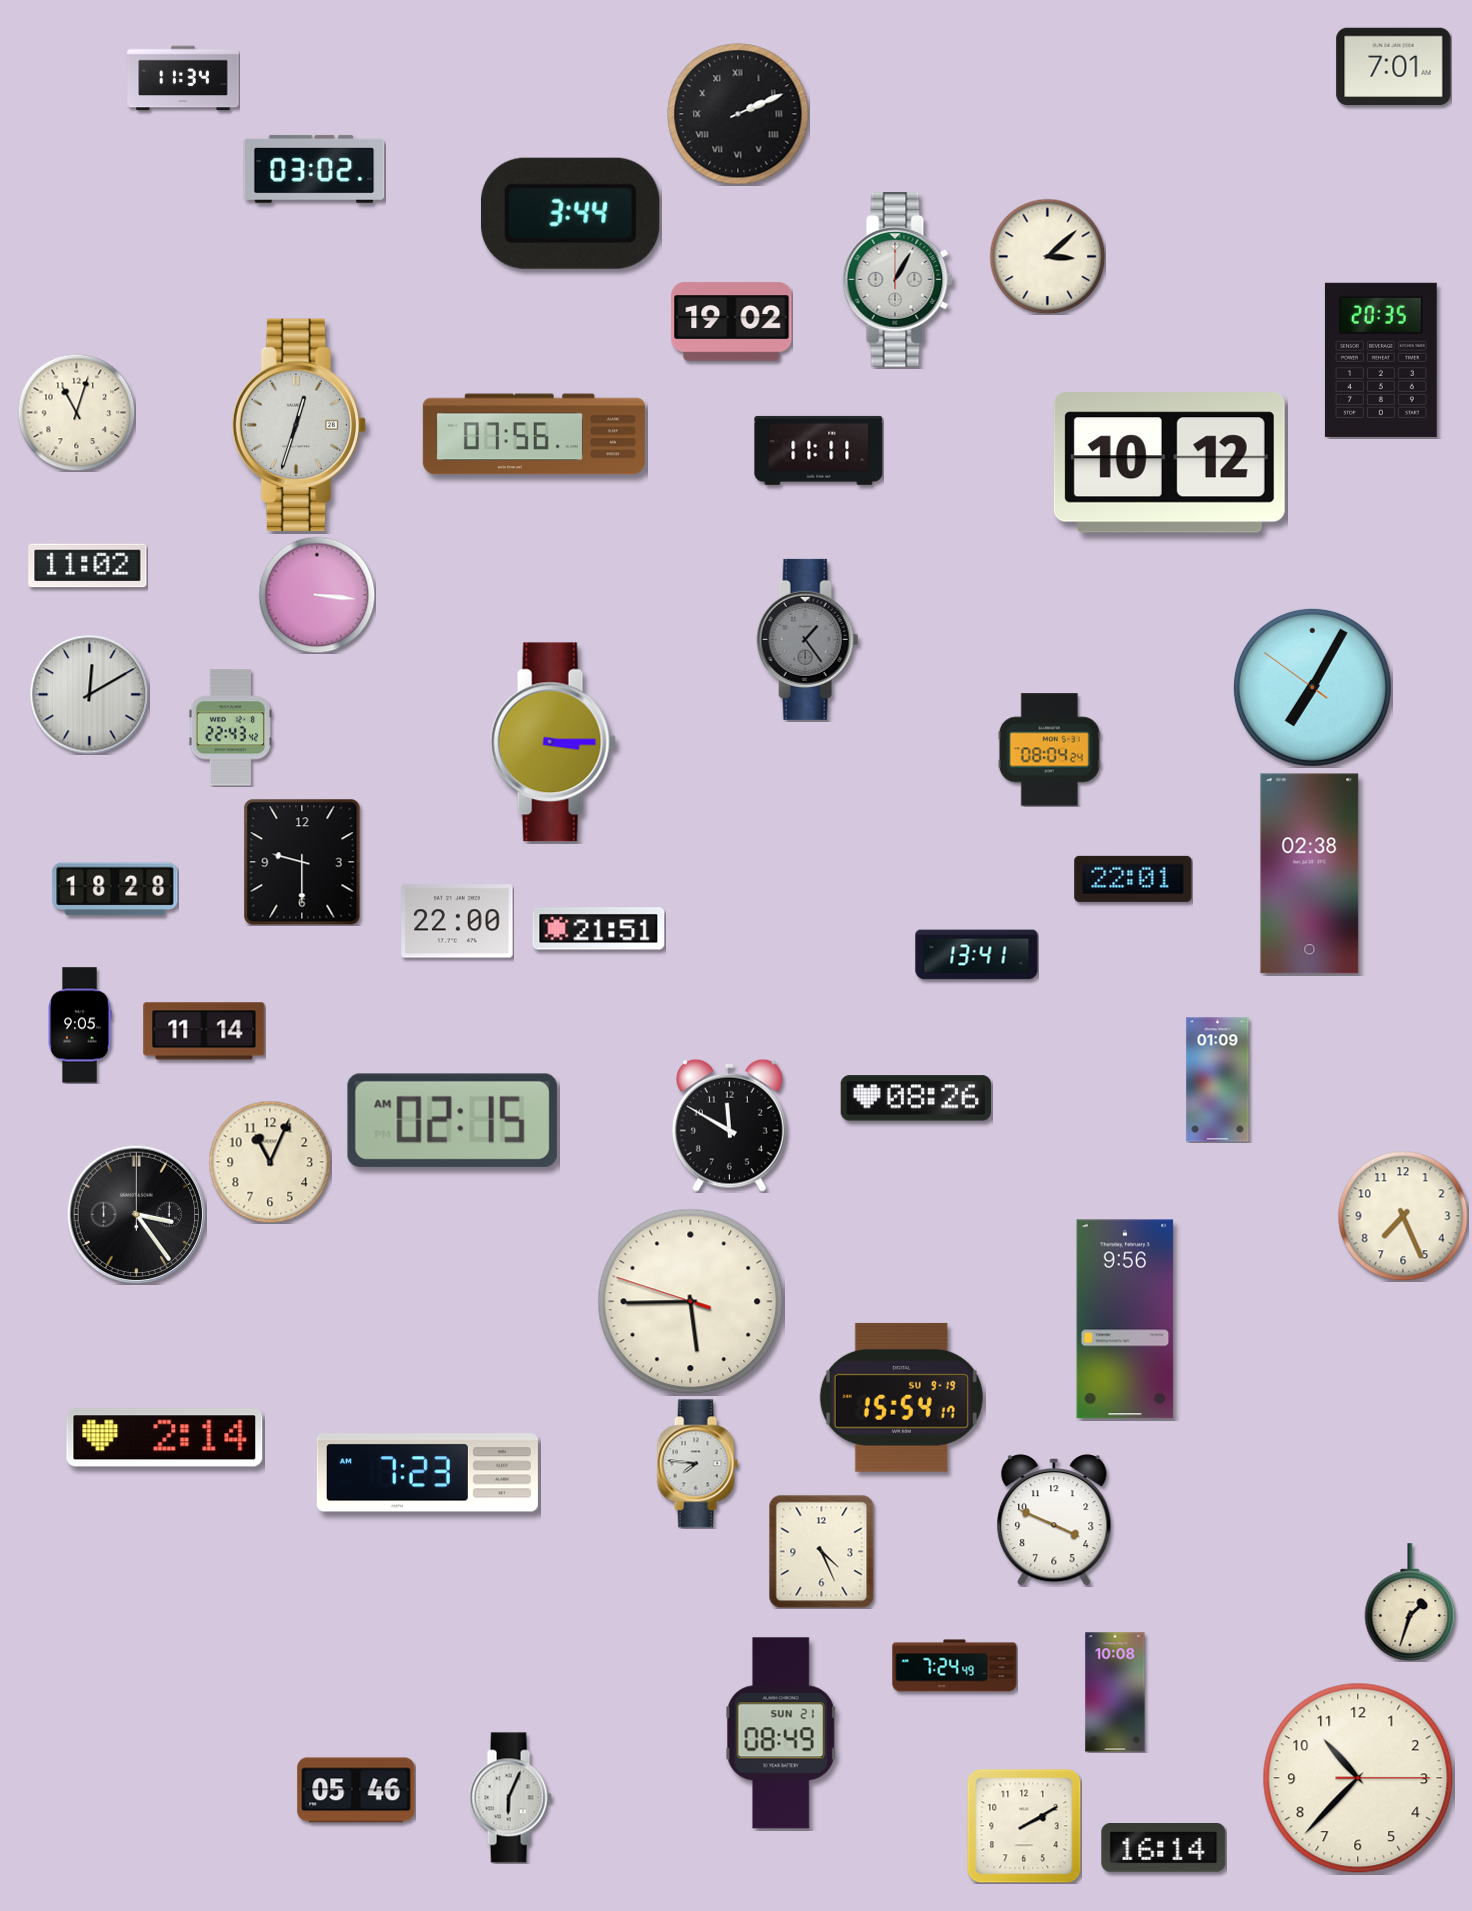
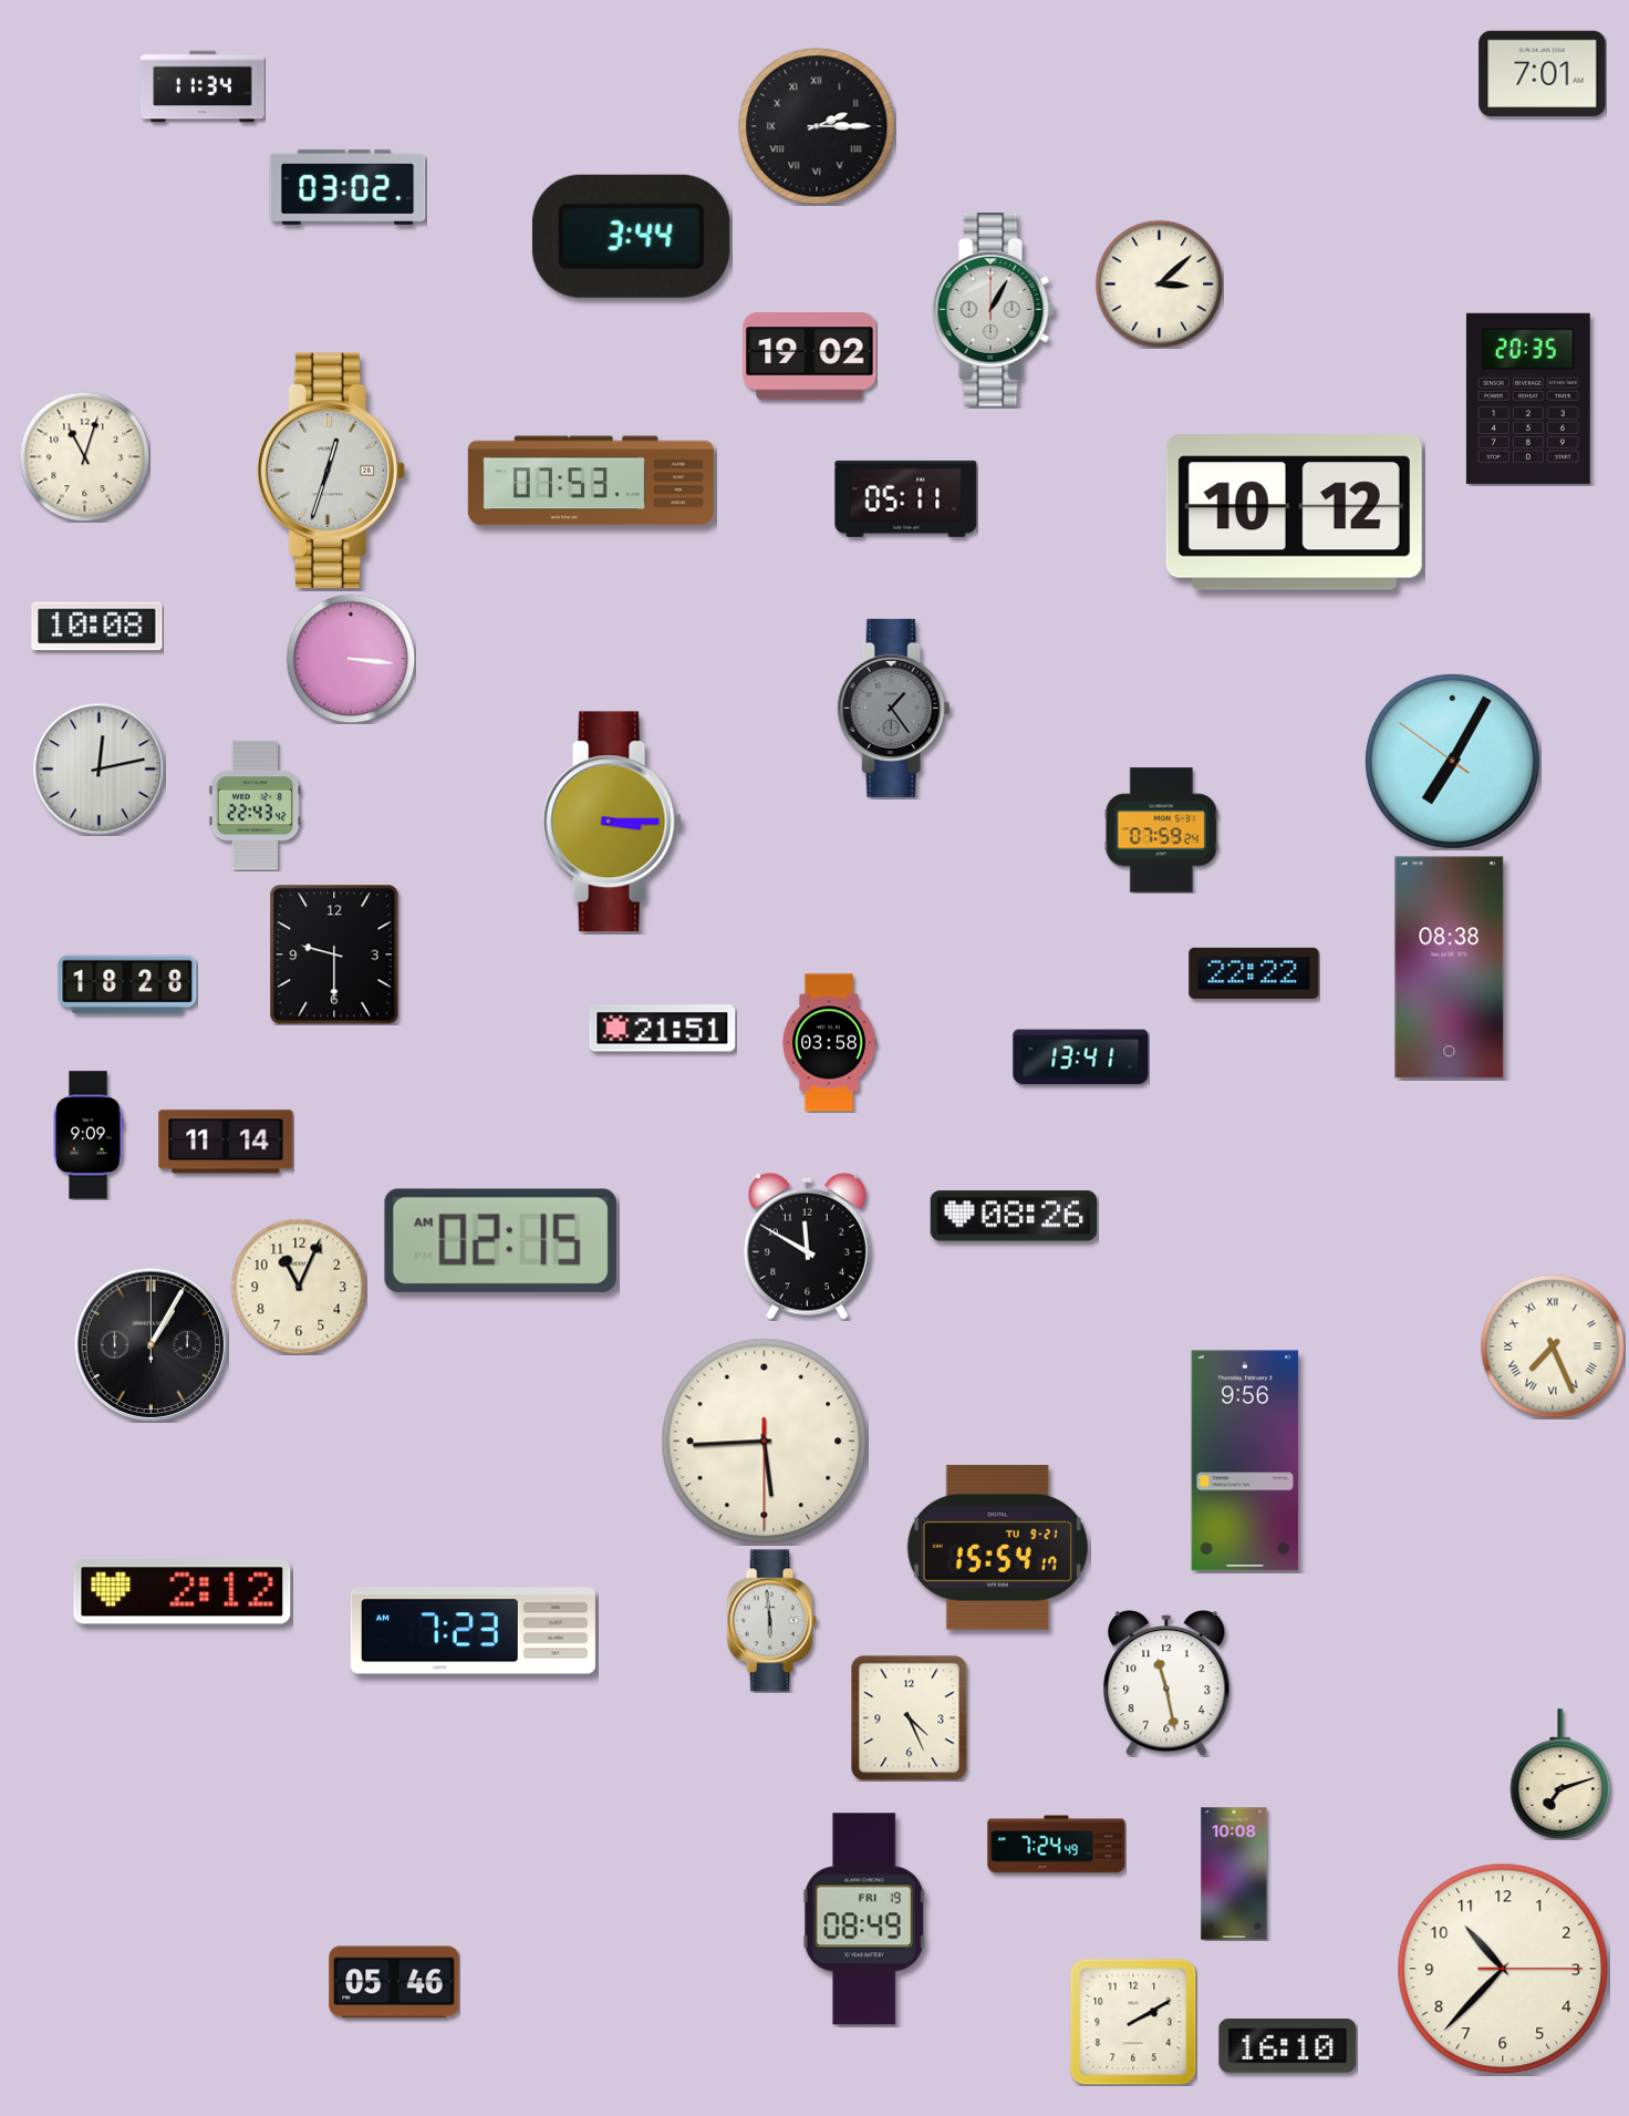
clock at (738, 114): 2:11 -> 2:15
clock at (534, 434): 07:56 -> 07:53
clock at (819, 450): 11:11 -> 05:11
clock at (88, 566): 11:02 -> 10:08
clock at (90, 695): 12:10 -> 12:13
clock at (1049, 750): 08:04 -> 07:59
clock at (1310, 874): 02:38 -> 08:38
clock at (1133, 879): 22:01 -> 22:22
clock at (457, 921): 22:00 -> none
clock at (830, 1043): none -> 03:58
clock at (80, 1025): 9:05 -> 9:09
clock at (1218, 1080): 01:09 -> none
clock at (136, 1214): 3:24 -> 1:05
clock at (1403, 1216) numerals: Arabic -> Roman
clock at (691, 1302): 5:44:48 -> 5:44:30
clock at (901, 1397) date: SU 9-19 -> TU 9-21
clock at (165, 1438): 2:14 -> 2:12
clock at (697, 1464): 7:46 -> 5:59
clock at (1054, 1521): 3:49 -> 11:28
clock at (1410, 1602): 1:33 -> 7:12
clock at (781, 1733) date: SUN 21 -> FRI 19
clock at (510, 1798): 6:04 -> none
clock at (1164, 1848): 16:14 -> 16:10
